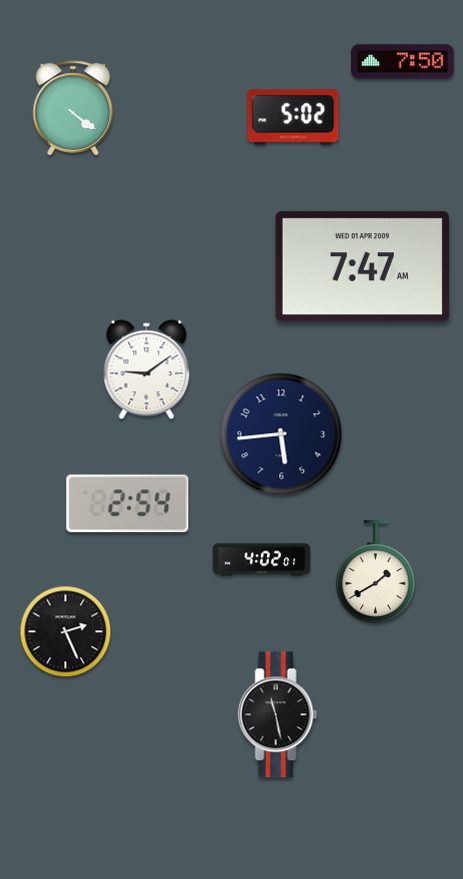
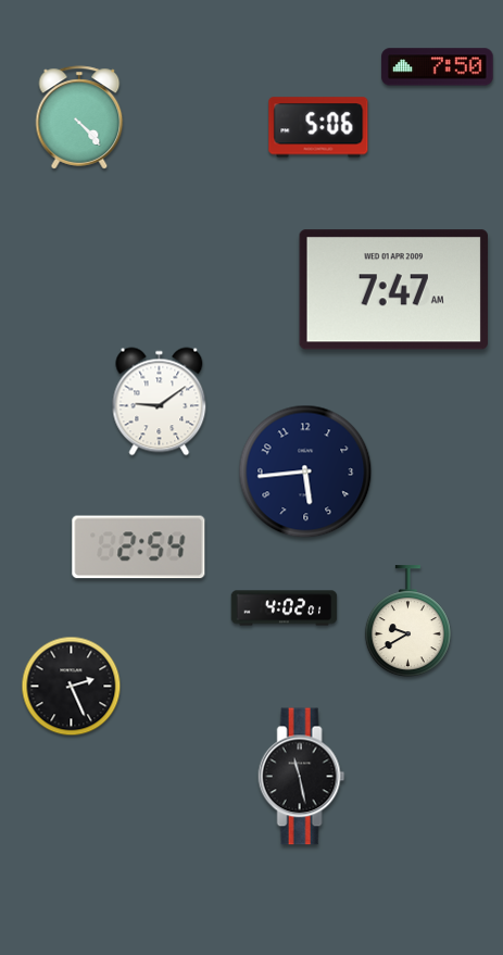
clock at (73, 108): 4:21 -> 4:23
clock at (293, 117): 5:02 -> 5:06
clock at (375, 572): 1:40 -> 9:40
